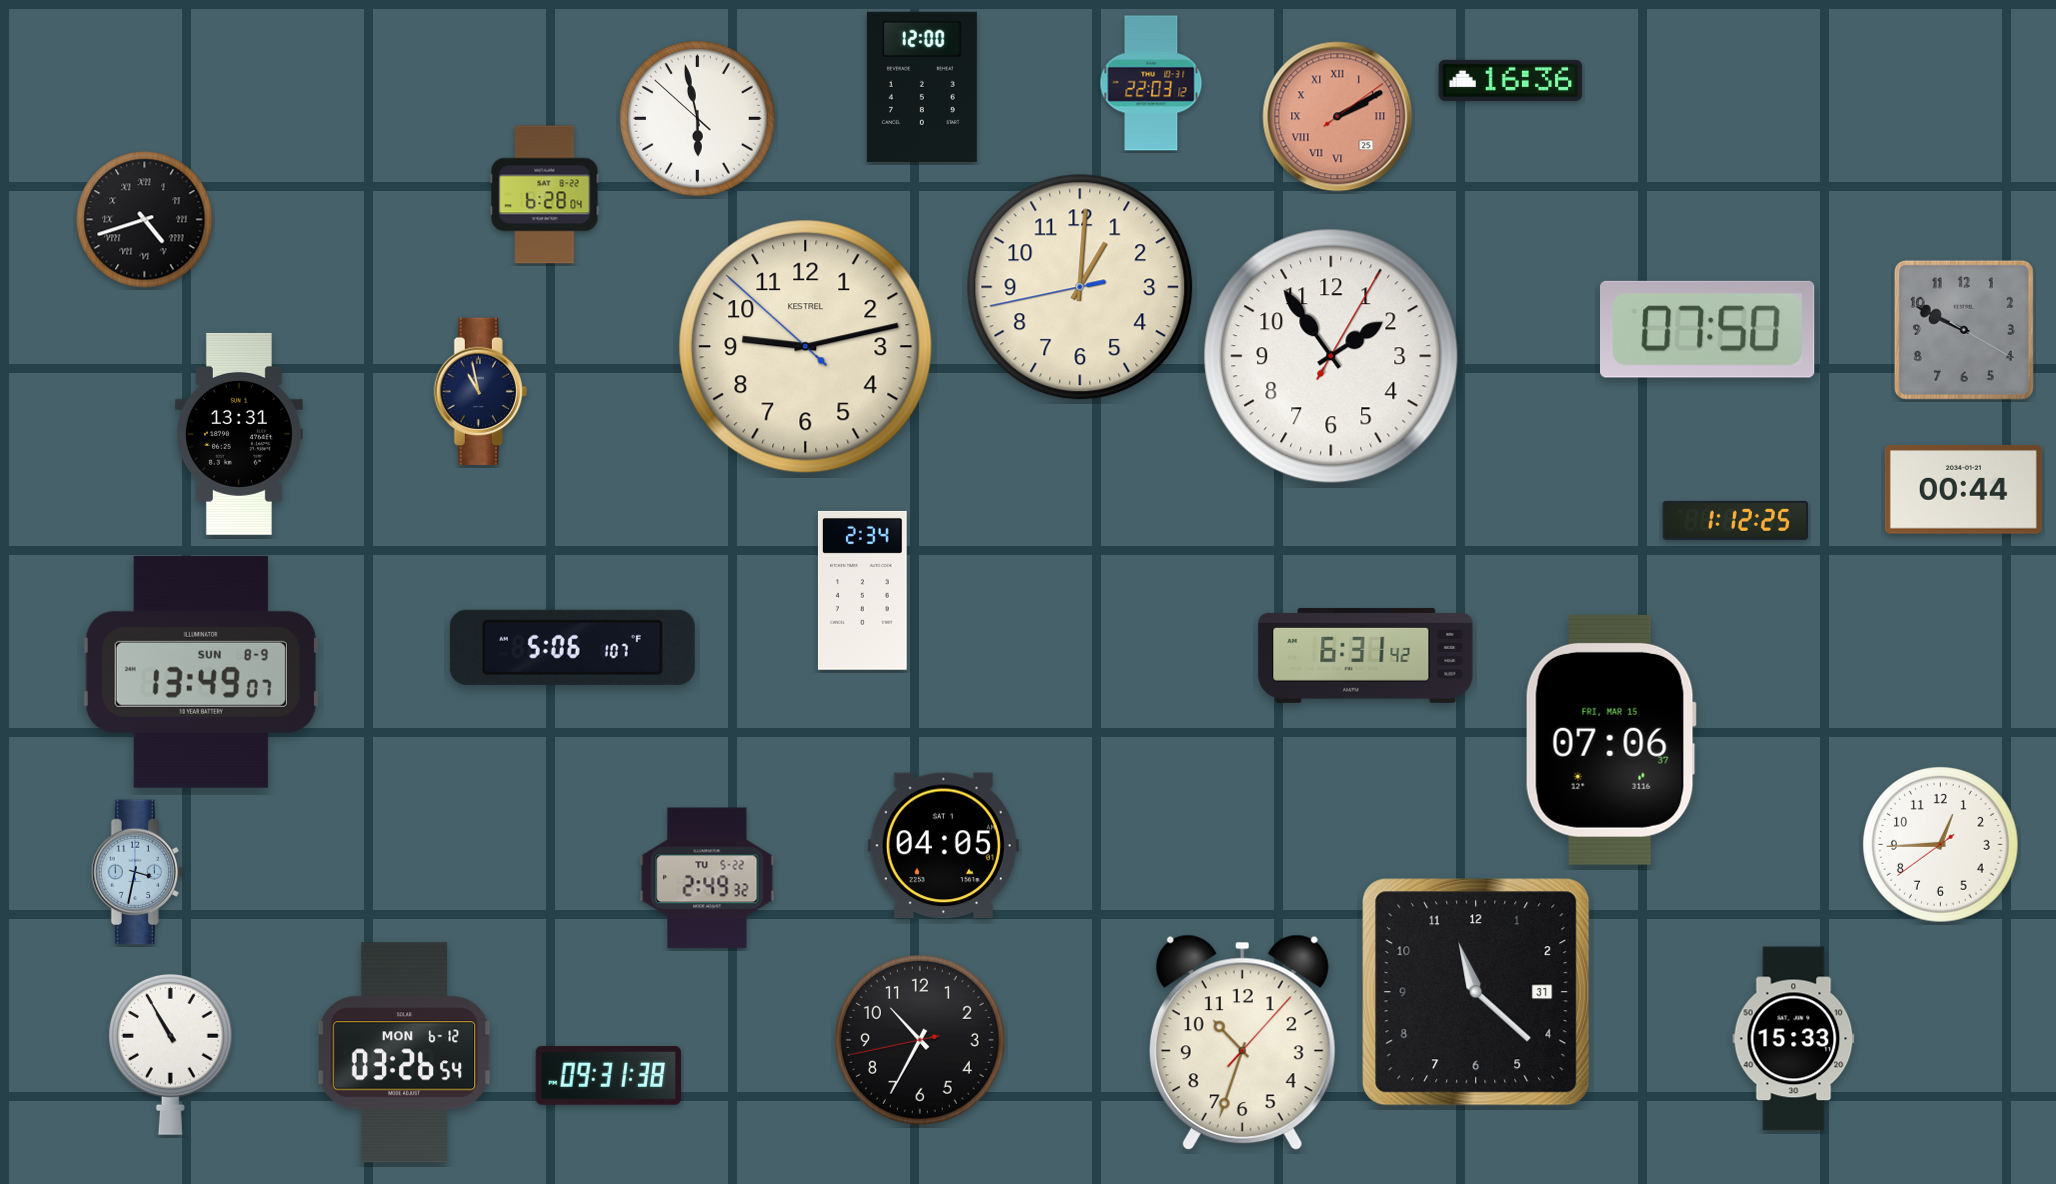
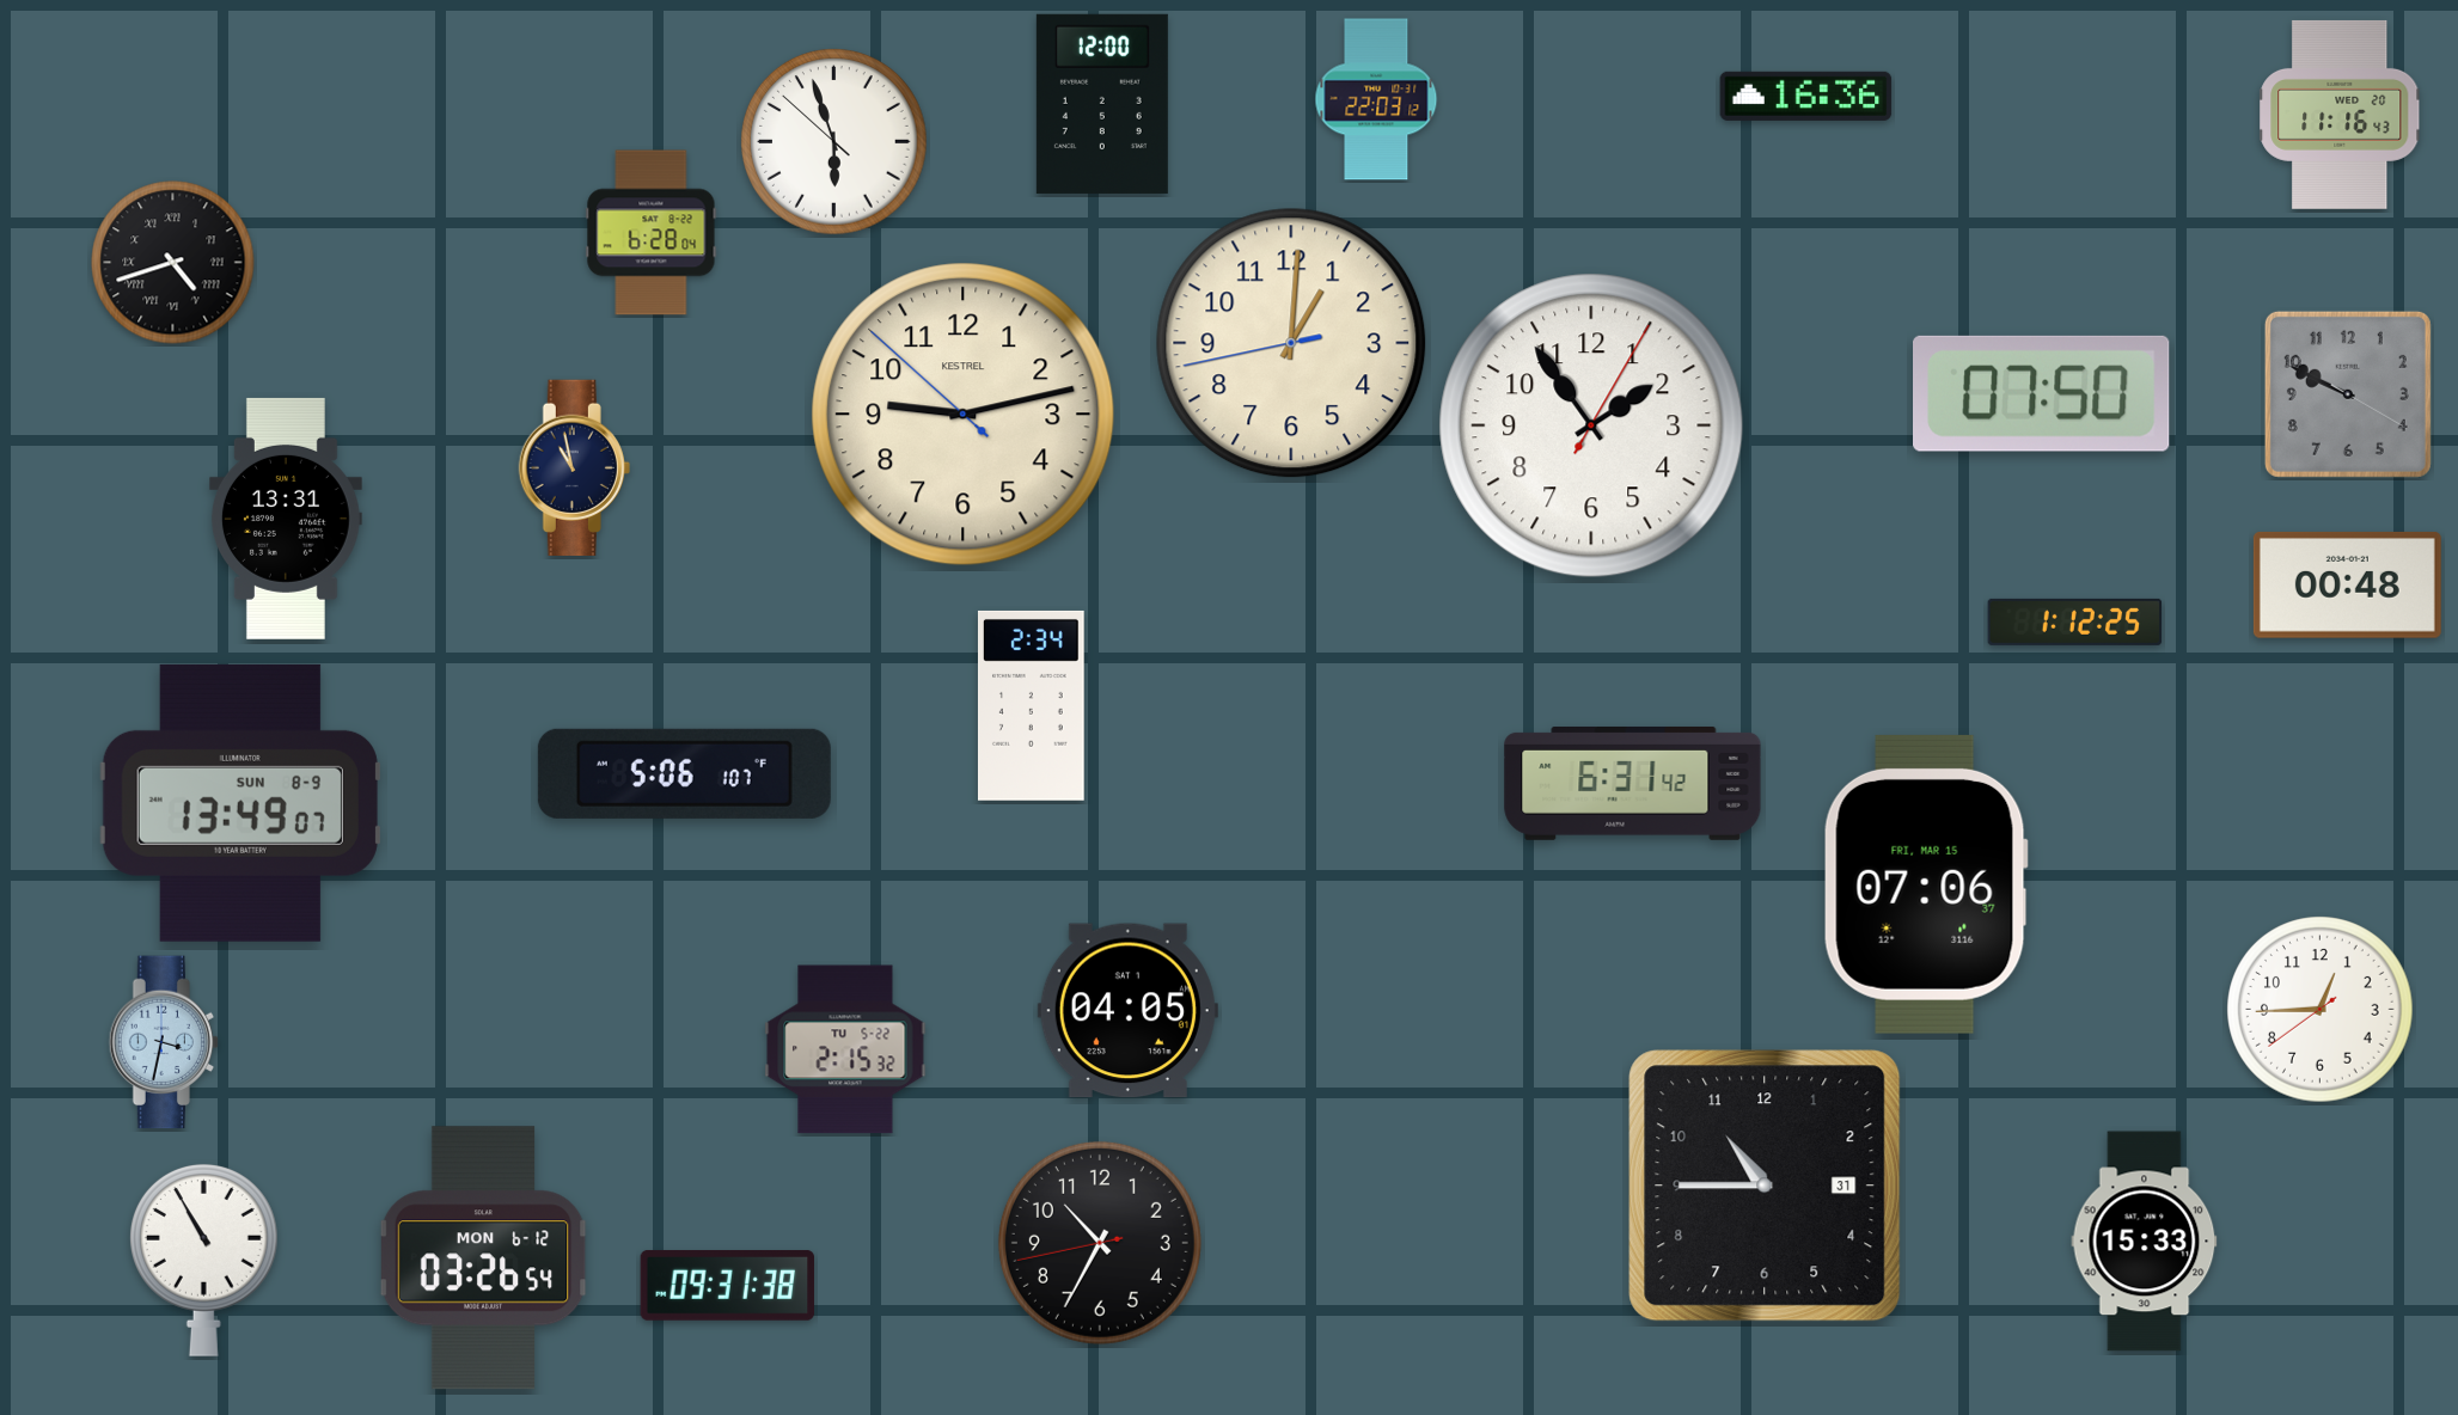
clock at (2340, 115): none -> 11:16
clock at (1338, 117): 2:10 -> none
clock at (698, 119): 5:57 -> 5:56
clock at (1963, 490): 00:44 -> 00:48
clock at (707, 878): 2:49 -> 2:15
clock at (1476, 992): 11:22 -> 10:45
clock at (1242, 1043): 10:33 -> none
